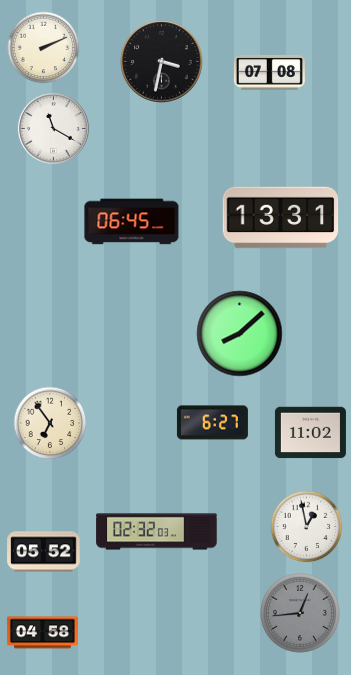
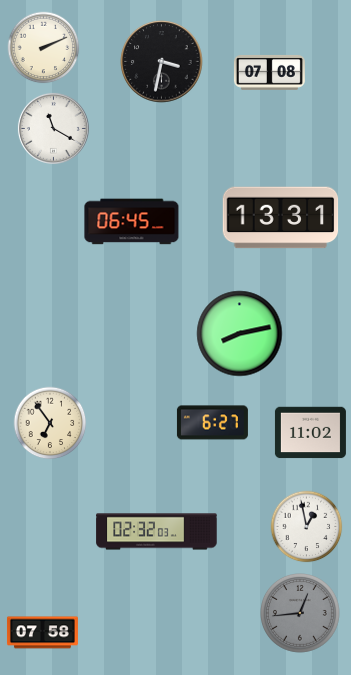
clock at (240, 334): 8:08 -> 8:13
clock at (44, 552): 05:52 -> none
clock at (42, 633): 04:58 -> 07:58
